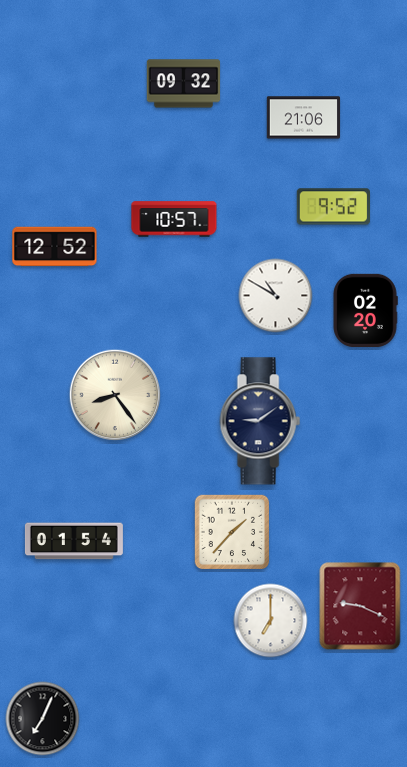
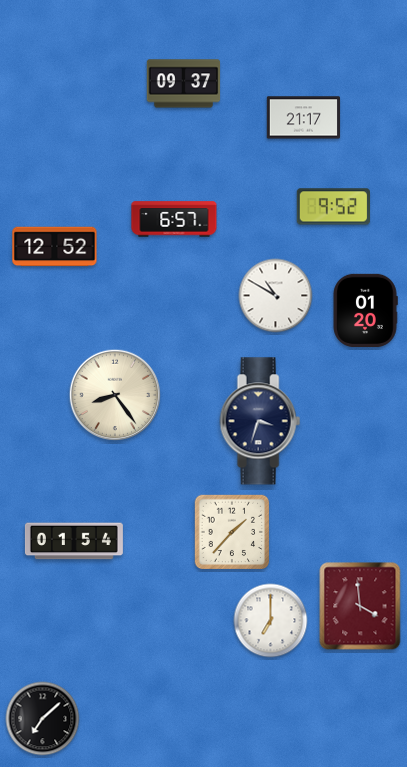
clock at (184, 84): 09:32 -> 09:37
clock at (304, 118): 21:06 -> 21:17
clock at (174, 219): 10:57 -> 6:57
clock at (365, 311): 02:20 -> 01:20
clock at (260, 421): 9:09 -> 3:33
clock at (360, 606): 9:19 -> 3:59
clock at (43, 719): 7:04 -> 7:08
